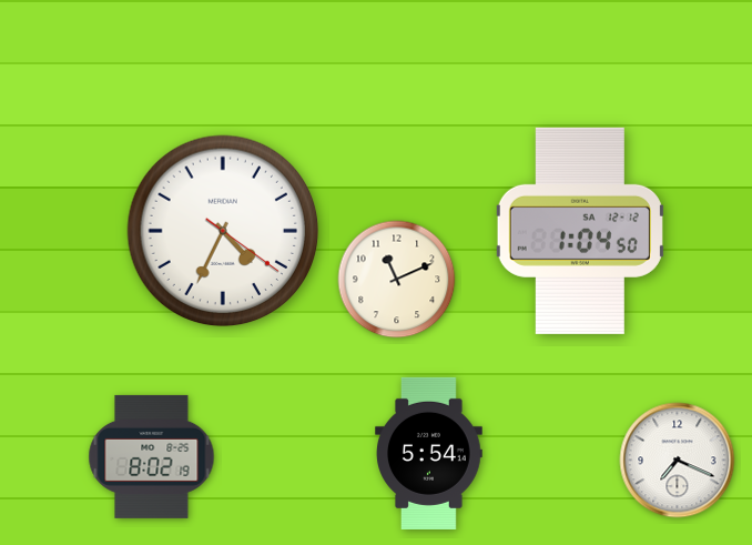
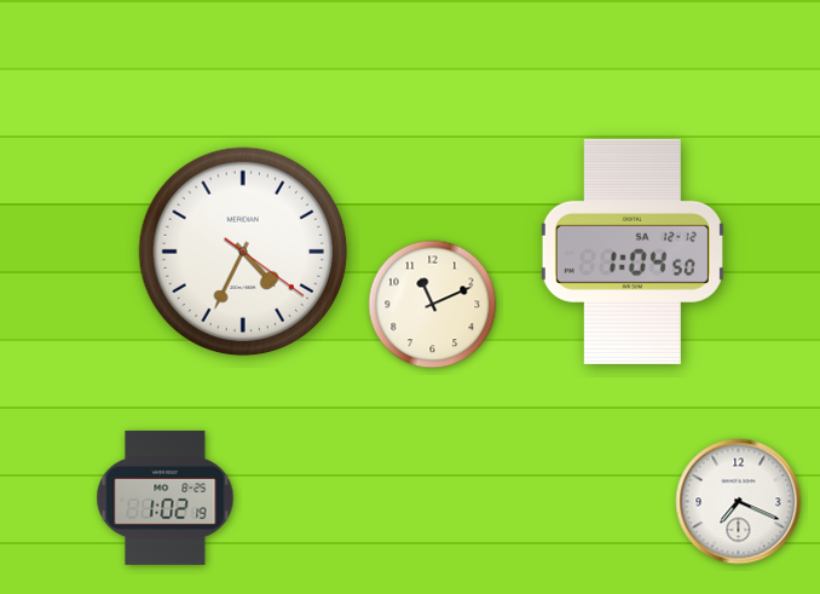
clock at (429, 453): 5:54 -> none
clock at (152, 456): 8:02 -> 1:02
